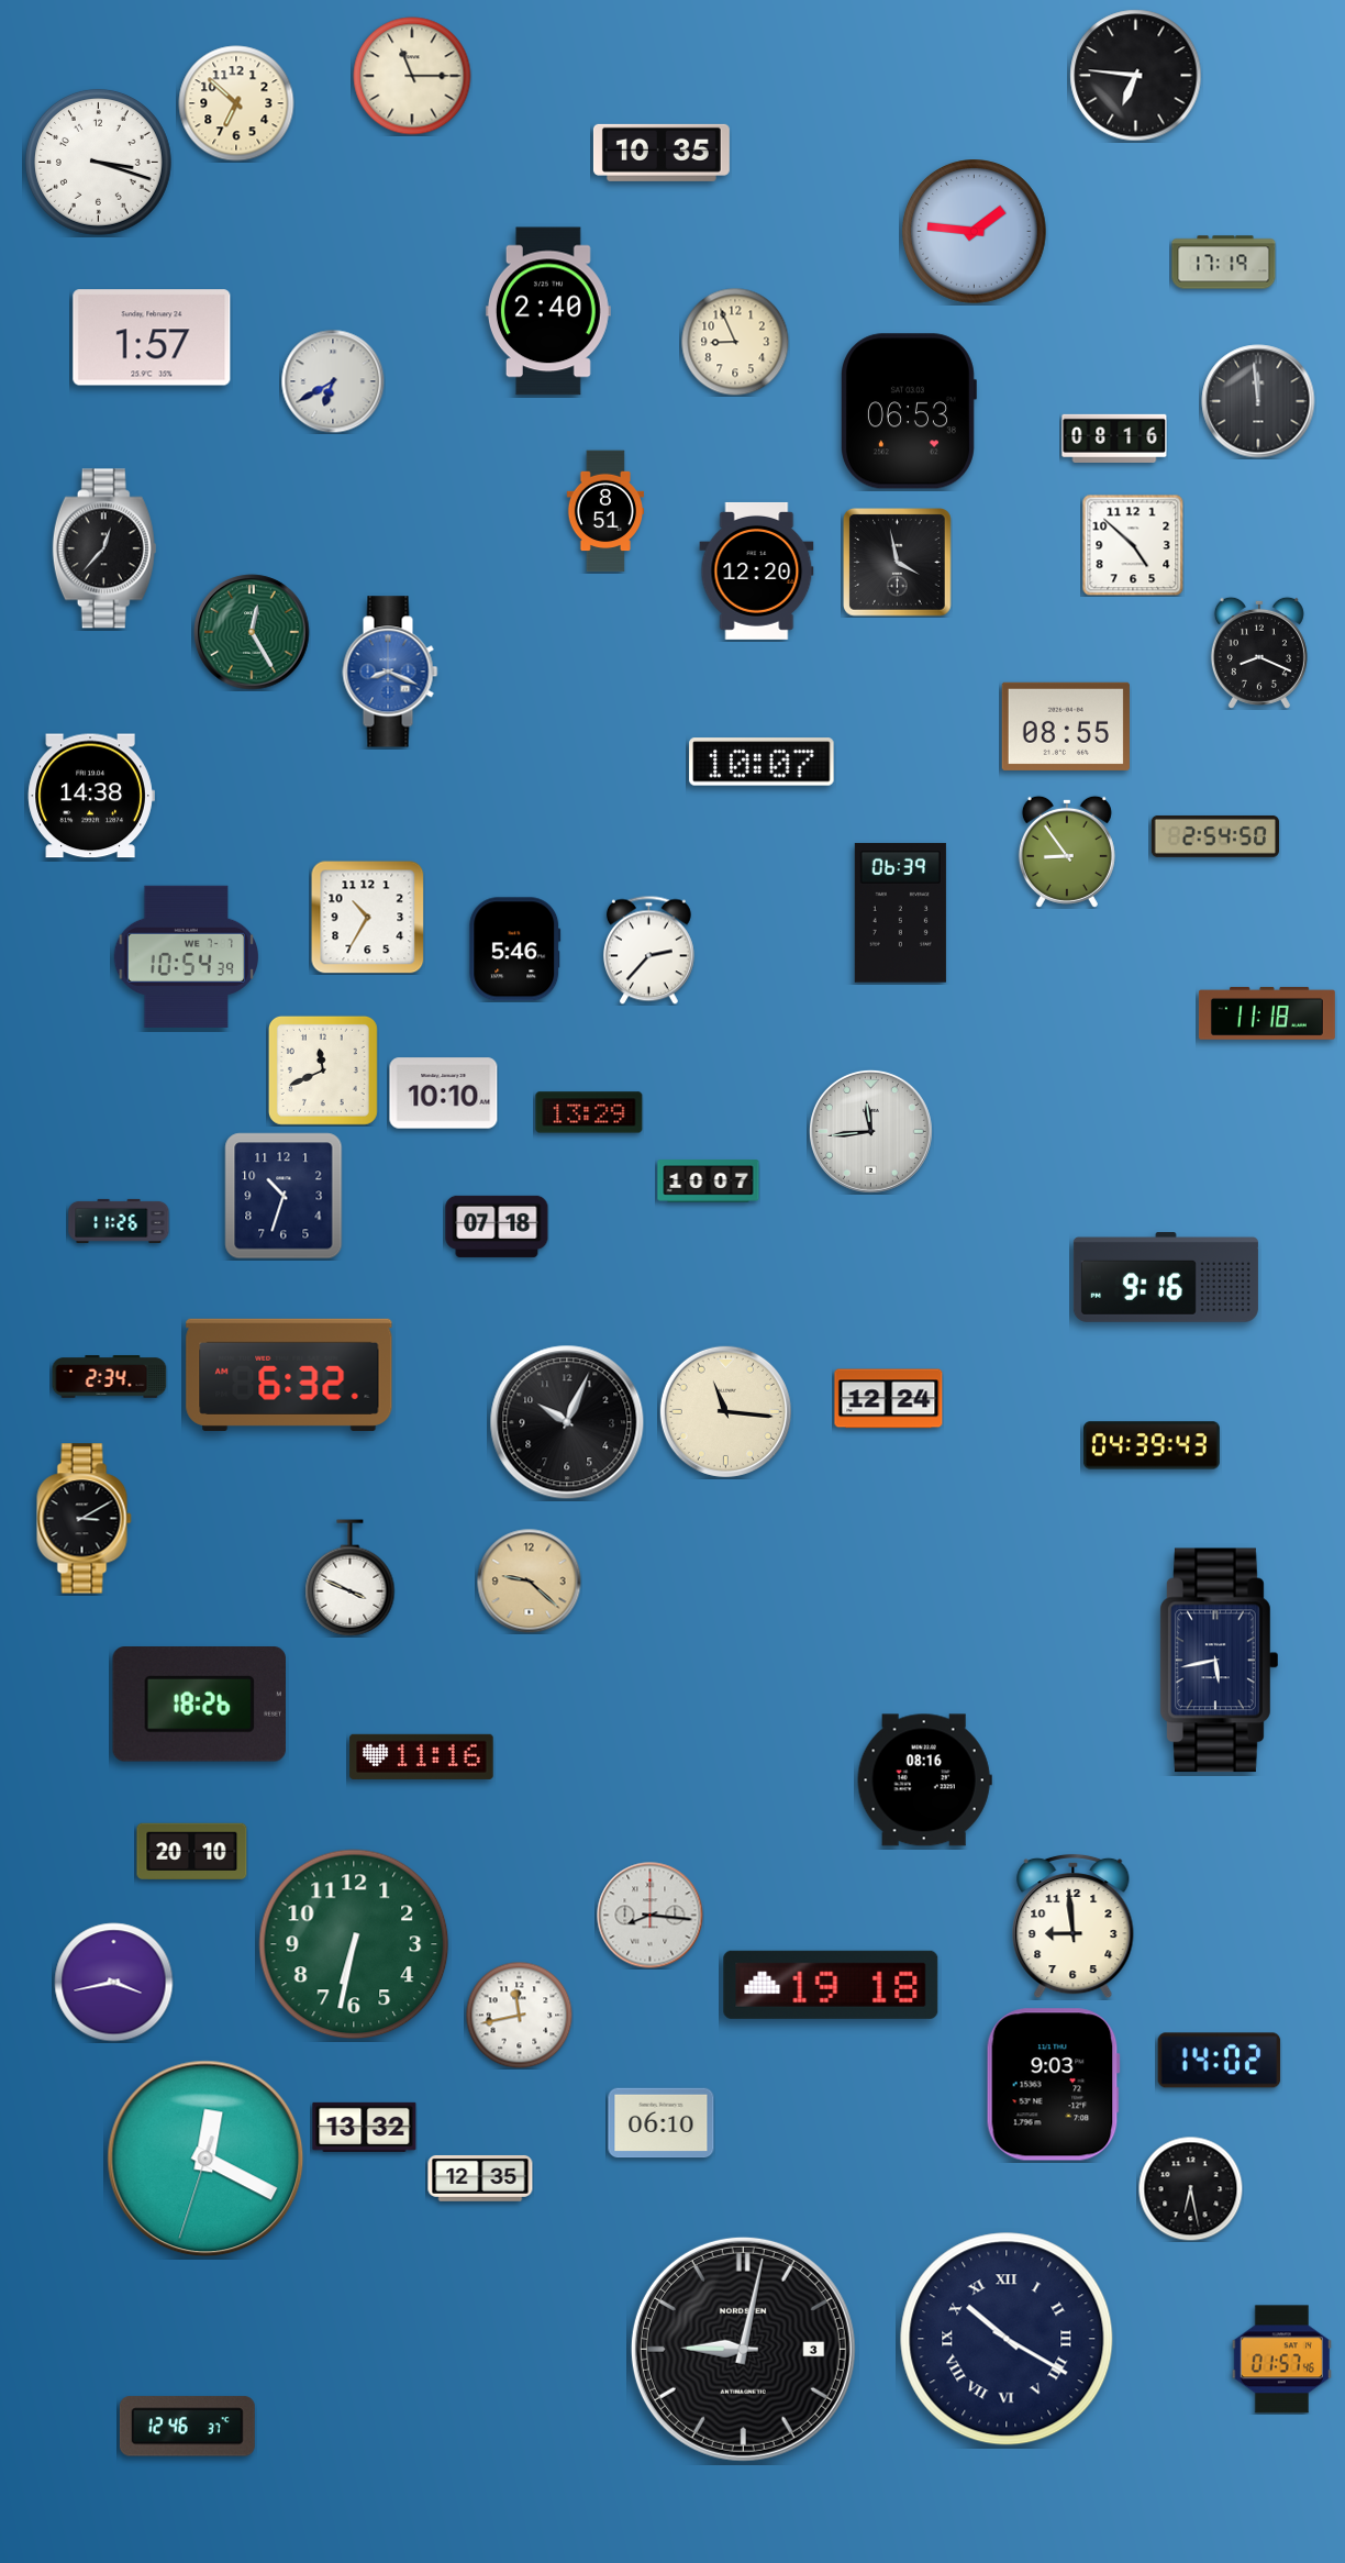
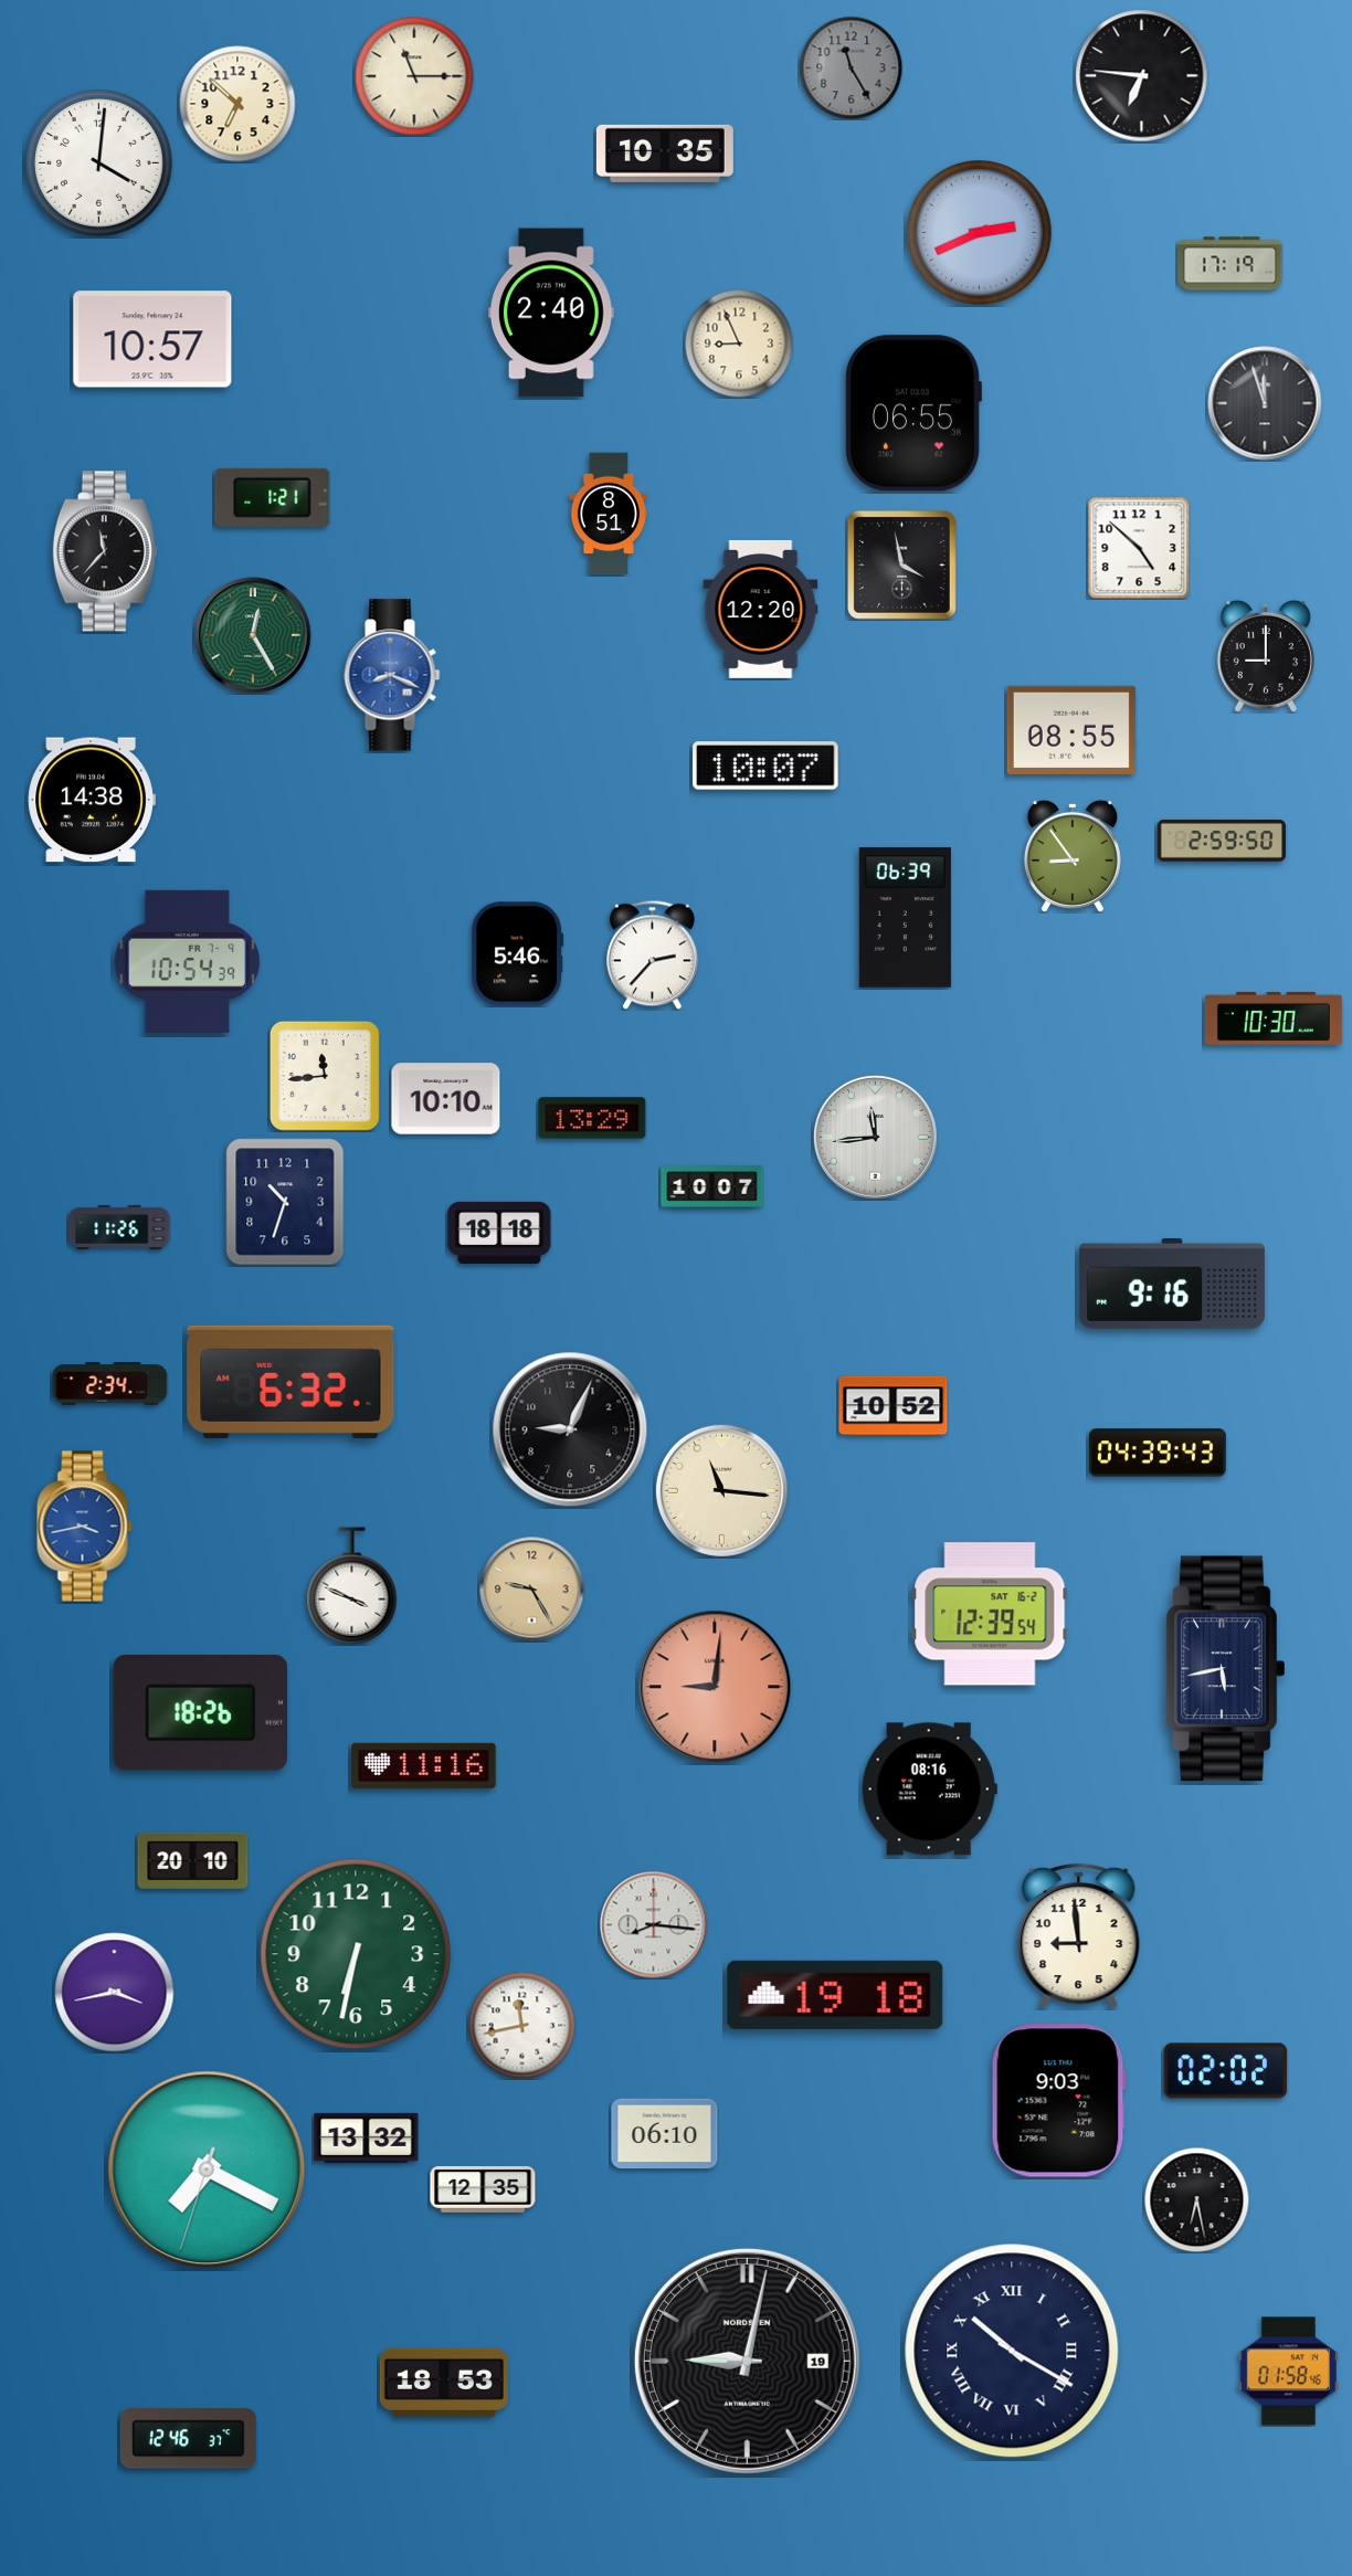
clock at (851, 67): none -> 11:25
clock at (98, 162): 3:18 -> 4:01
clock at (975, 232): 1:46 -> 2:41
clock at (152, 337): 1:57 -> 10:57
clock at (333, 381): 6:40 -> none
clock at (1258, 401): 11:59 -> 11:57
clock at (908, 411): 06:53 -> 06:55
clock at (1114, 439): 08:16 -> none
clock at (273, 497): none -> 1:21
clock at (104, 548): 12:37 -> 11:37
clock at (757, 570) position: (757, 570) -> (761, 609)
clock at (1259, 653): 8:19 -> 9:00
clock at (1214, 836): 2:54 -> 2:59
clock at (367, 917): 10:35 -> none
clock at (186, 956) date: WE 7-7 -> FR 7-9
clock at (1267, 1013): 11:18 -> 10:30
clock at (323, 1070): 11:41 -> 11:44
clock at (497, 1227): 07:18 -> 18:18
clock at (889, 1399): 12:24 -> 10:52
clock at (725, 1411) position: (725, 1411) -> (721, 1490)
clock at (567, 1422): 10:04 -> 9:04
clock at (85, 1519): 3:10 -> 3:43
clock at (85, 1519) dial: black -> blue
clock at (529, 1580): 9:22 -> 9:25
clock at (990, 1614): none -> 12:39
clock at (715, 1687): none -> 9:01
clock at (1220, 2061): 14:02 -> 02:02
clock at (1053, 2085) position: (1053, 2085) -> (1058, 2101)
clock at (205, 2159): 12:19 -> 7:19
clock at (743, 2349) date: 3 -> 19
clock at (1281, 2360): 01:57 -> 01:58
clock at (443, 2383): none -> 18:53
